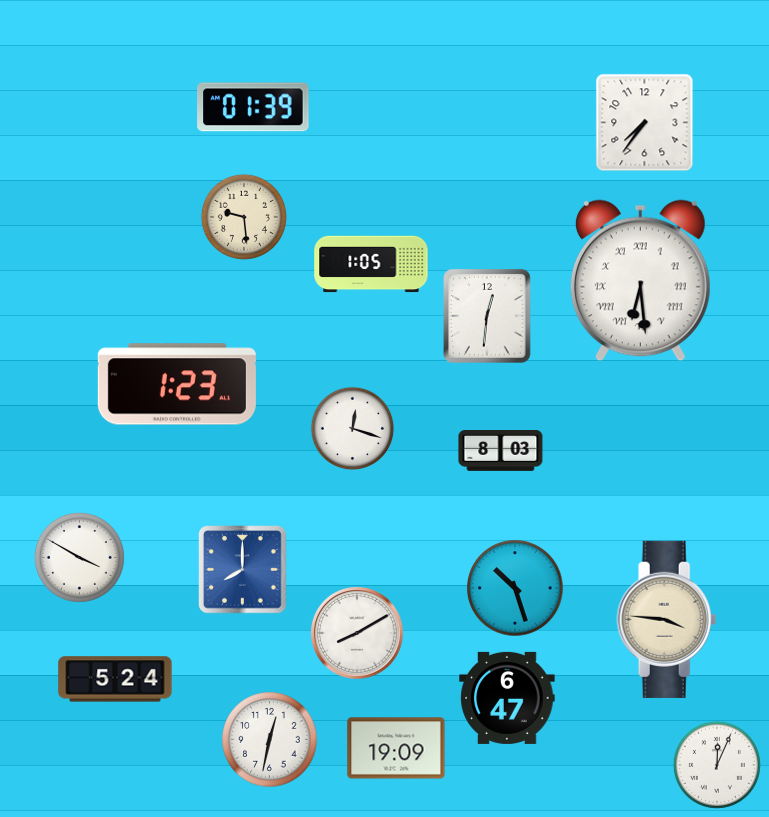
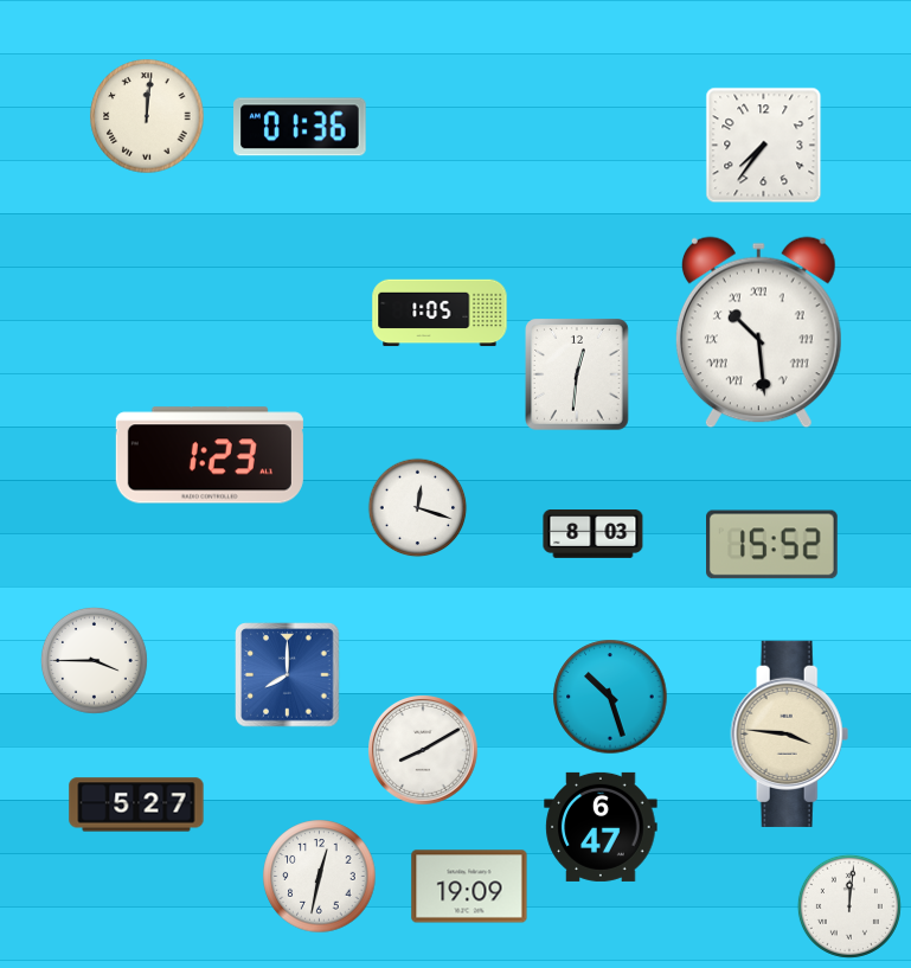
clock at (147, 116): none -> 12:01
clock at (253, 107): 01:39 -> 01:36
clock at (244, 217): 9:29 -> none
clock at (640, 281): 6:29 -> 10:29
clock at (772, 545): none -> 15:52
clock at (79, 557): 3:50 -> 3:45
clock at (115, 679): 5:24 -> 5:27
clock at (717, 765): 12:04 -> 12:01
